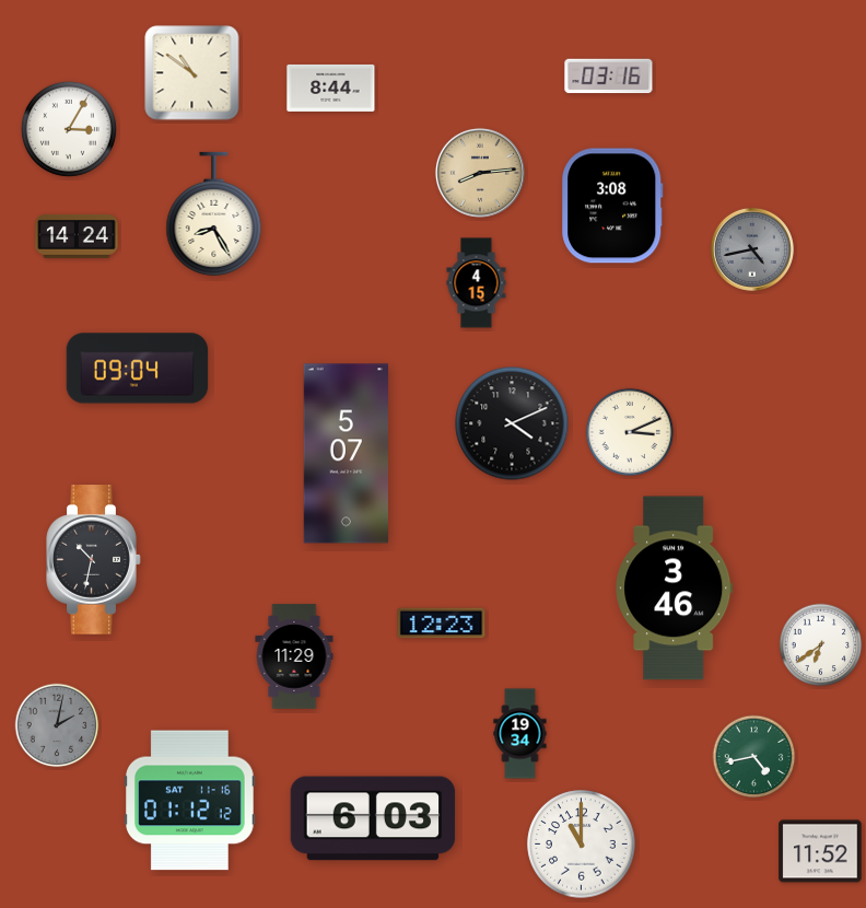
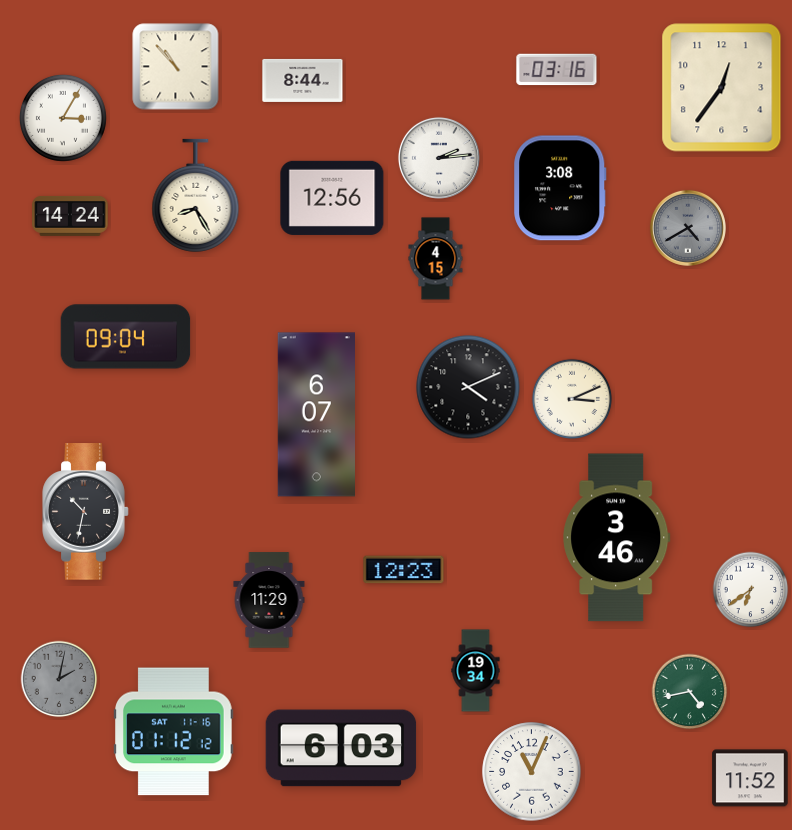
clock at (192, 73): 10:51 -> 10:53
clock at (722, 88): none -> 12:36
clock at (480, 173): 8:14 -> 2:14
clock at (480, 173) dial: champagne -> white
clock at (332, 198): none -> 12:56
clock at (752, 249): 4:43 -> 4:40
clock at (630, 432) position: (630, 432) -> (572, 399)
clock at (346, 454): 5:07 -> 6:07
clock at (57, 725) position: (57, 725) -> (59, 679)
clock at (582, 845): 11:00 -> 11:04
